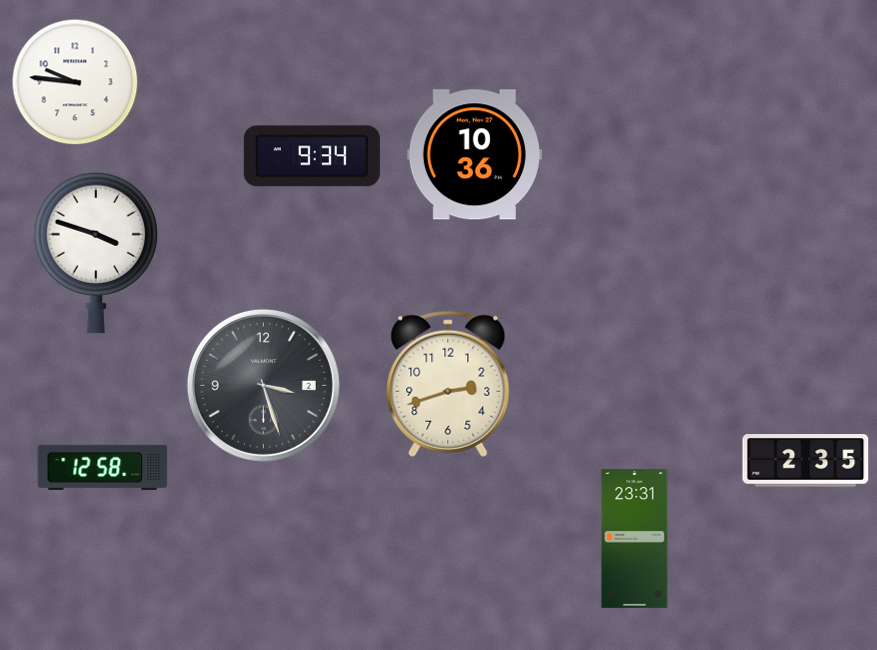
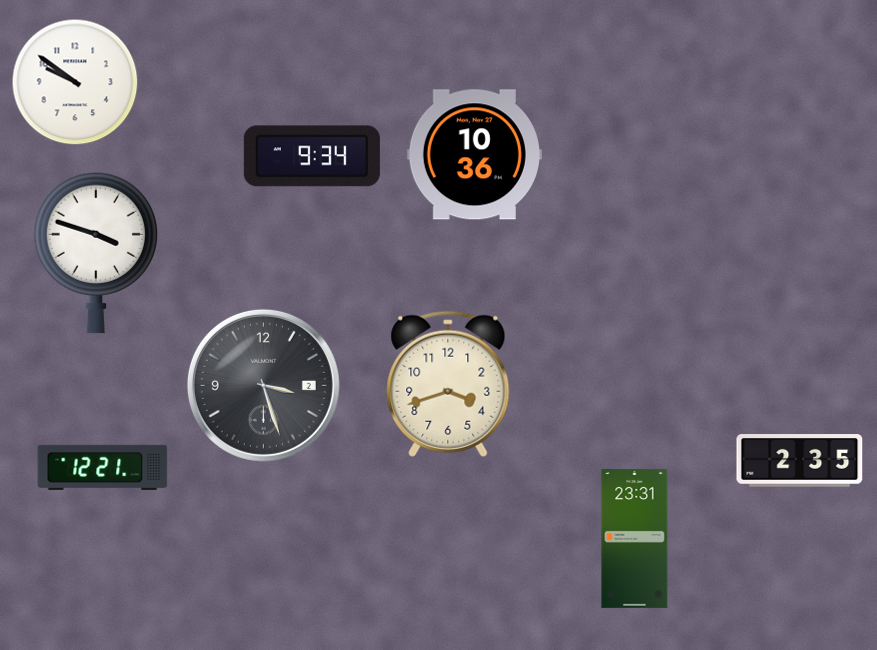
clock at (75, 82): 9:46 -> 9:51
clock at (448, 384): 2:42 -> 3:42
clock at (806, 461) position: (806, 461) -> (800, 461)
clock at (103, 467): 12:58 -> 12:21
